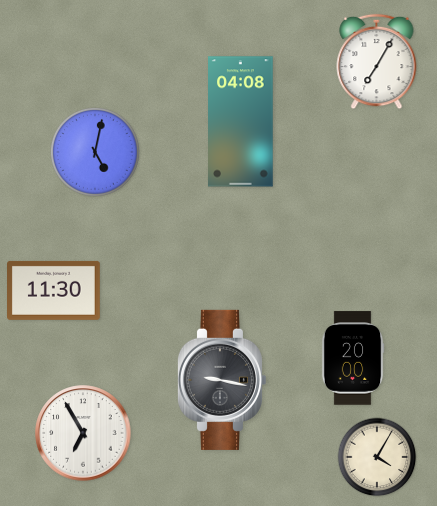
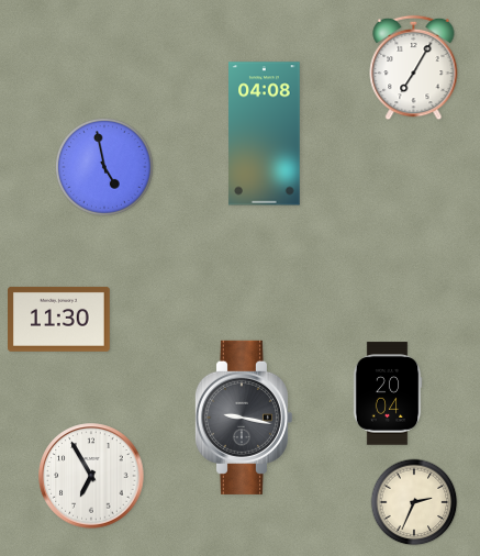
clock at (96, 153): 5:02 -> 4:58
clock at (353, 358): 20:00 -> 20:04
clock at (377, 457): 4:05 -> 2:34
